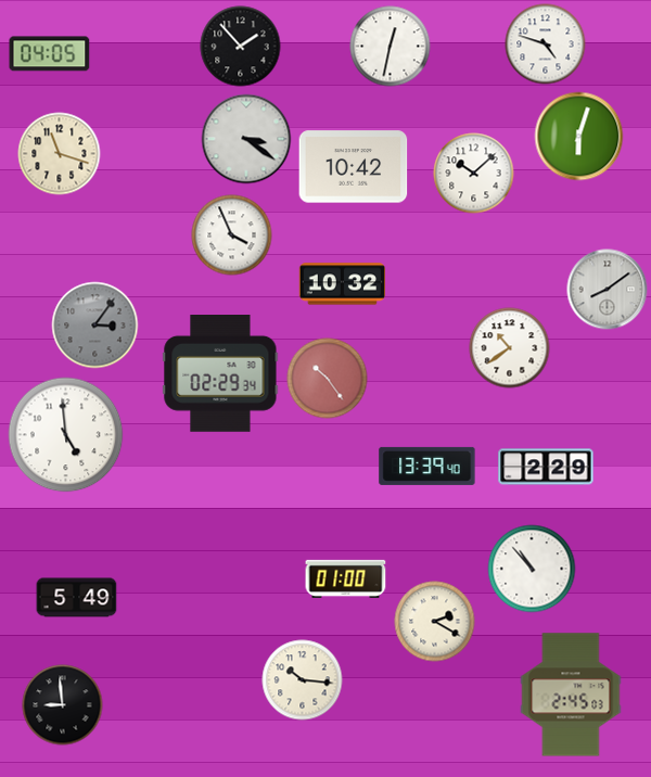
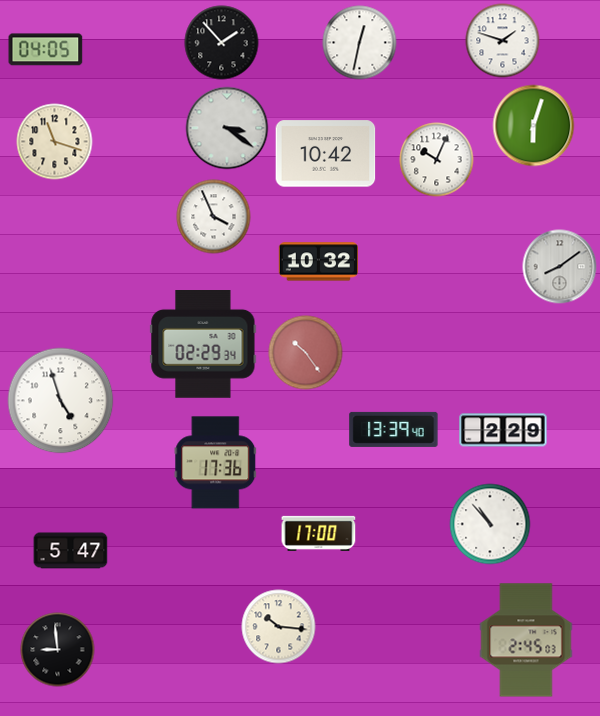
clock at (546, 44): 4:48 -> 1:48
clock at (474, 174): 10:08 -> 10:04
clock at (342, 284) position: (342, 284) -> (318, 262)
clock at (95, 326): 3:06 -> none
clock at (510, 348): 10:39 -> none
clock at (328, 379) position: (328, 379) -> (306, 353)
clock at (66, 435): 4:59 -> 4:57
clock at (216, 463): none -> 17:36
clock at (346, 578): 01:00 -> 17:00
clock at (77, 598): 5:49 -> 5:47
clock at (435, 622): 2:20 -> none
